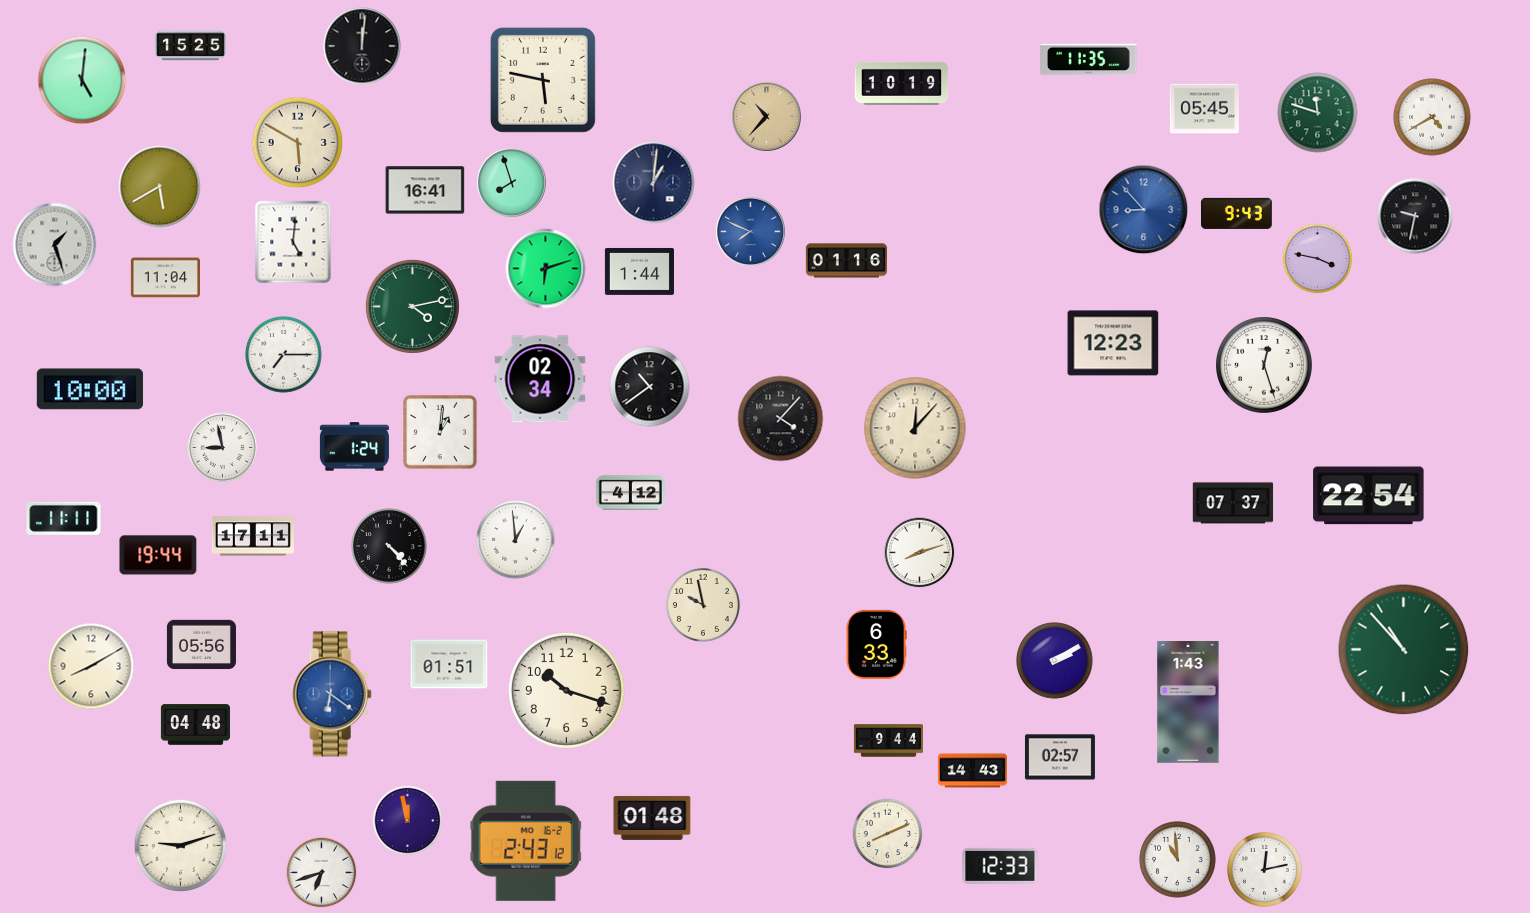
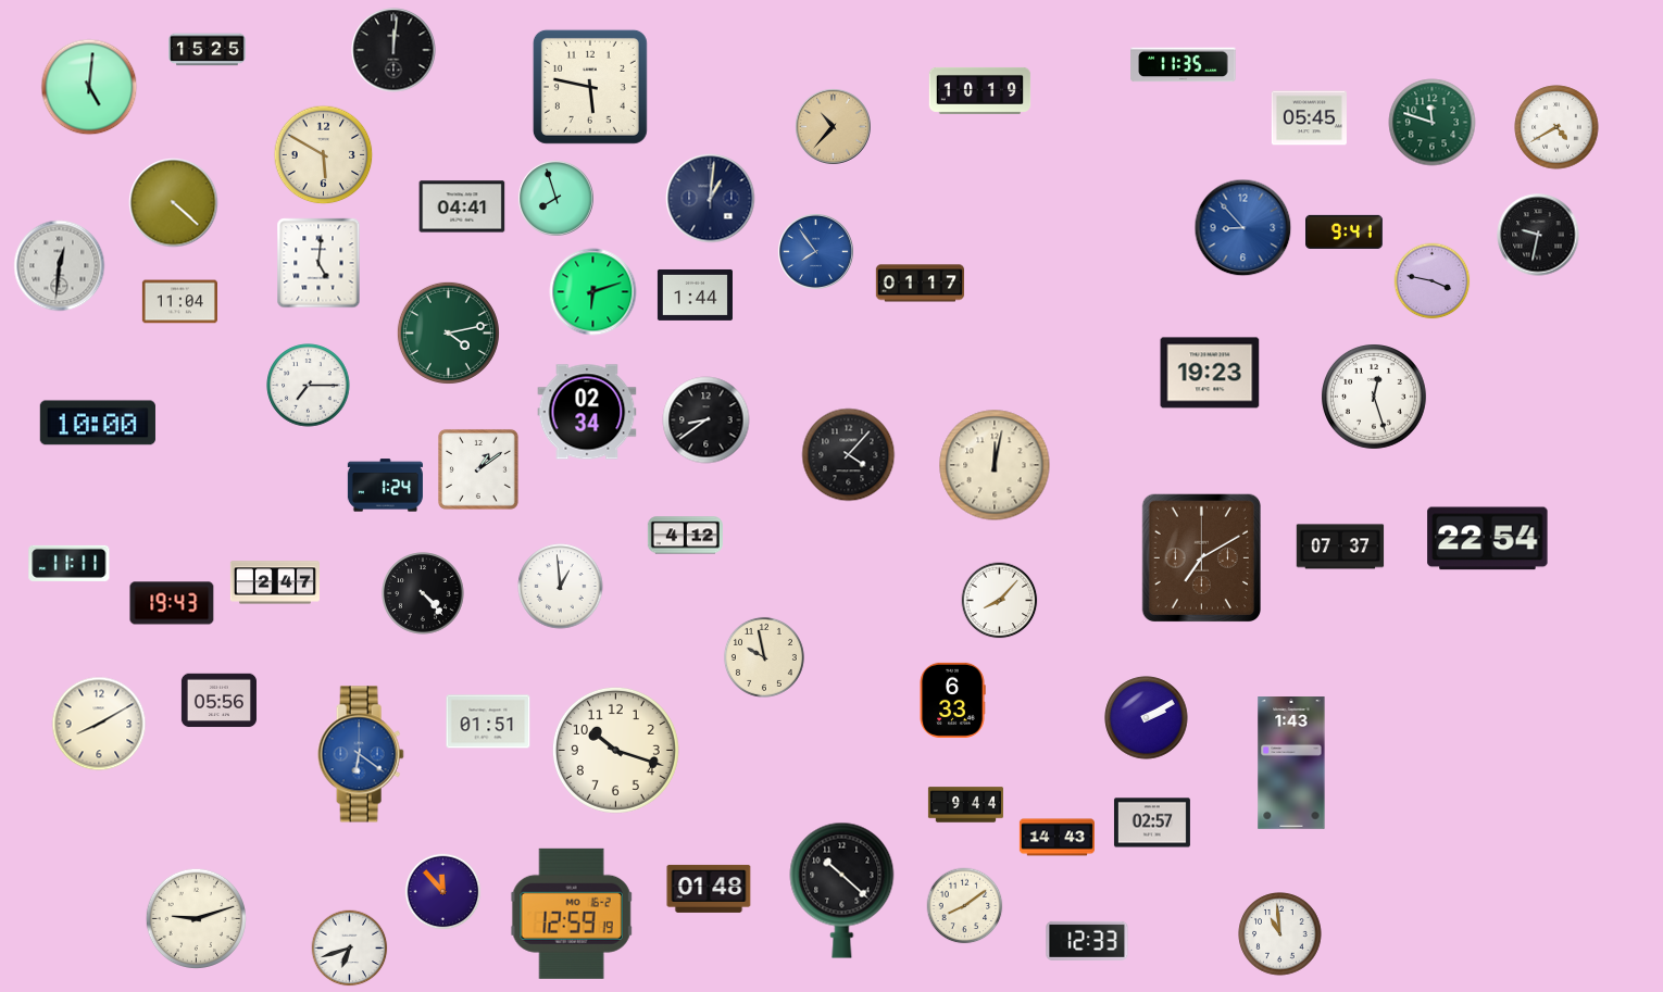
clock at (160, 187): 5:40 -> 4:22
clock at (425, 190): 16:41 -> 04:41
clock at (1237, 213): 9:43 -> 9:41
clock at (750, 231): 7:49 -> 7:54
clock at (55, 245): 1:27 -> 12:31
clock at (846, 261): 01:16 -> 01:17
clock at (1113, 343): 12:23 -> 19:23
clock at (650, 387): 10:39 -> 8:39
clock at (915, 428): 12:07 -> 12:02
clock at (440, 432): 1:01 -> 1:09
clock at (223, 448): 8:58 -> none
clock at (1201, 557): none -> 7:10
clock at (253, 536): 17:11 -> 2:47
clock at (920, 553): 8:12 -> 8:07
clock at (158, 555): 19:44 -> 19:43
clock at (1404, 650): 10:53 -> none
clock at (195, 725): 04:48 -> none
clock at (842, 890): none -> 10:22
clock at (408, 821): 11:58 -> 11:53
clock at (888, 834): 8:11 -> 8:09
clock at (526, 841): 2:43 -> 12:59
clock at (1265, 870): 12:13 -> none
